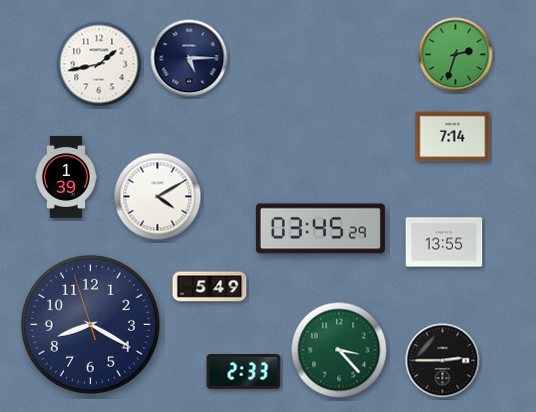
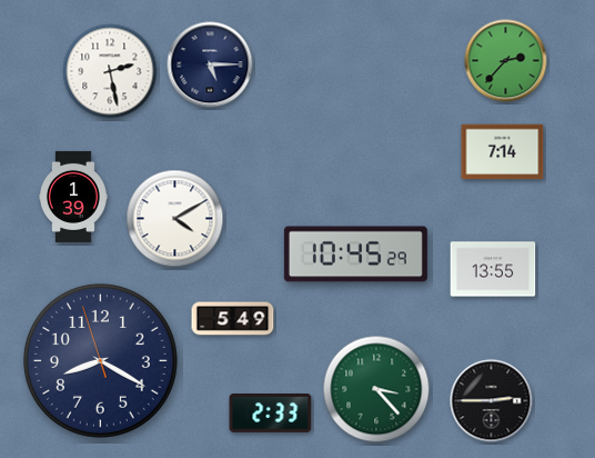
clock at (456, 55): 2:33 -> 2:37
clock at (99, 64): 1:43 -> 2:28
clock at (320, 229): 03:45 -> 10:45
